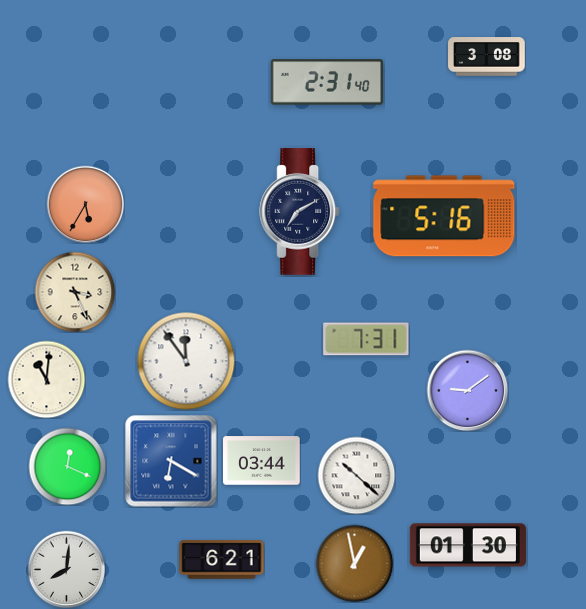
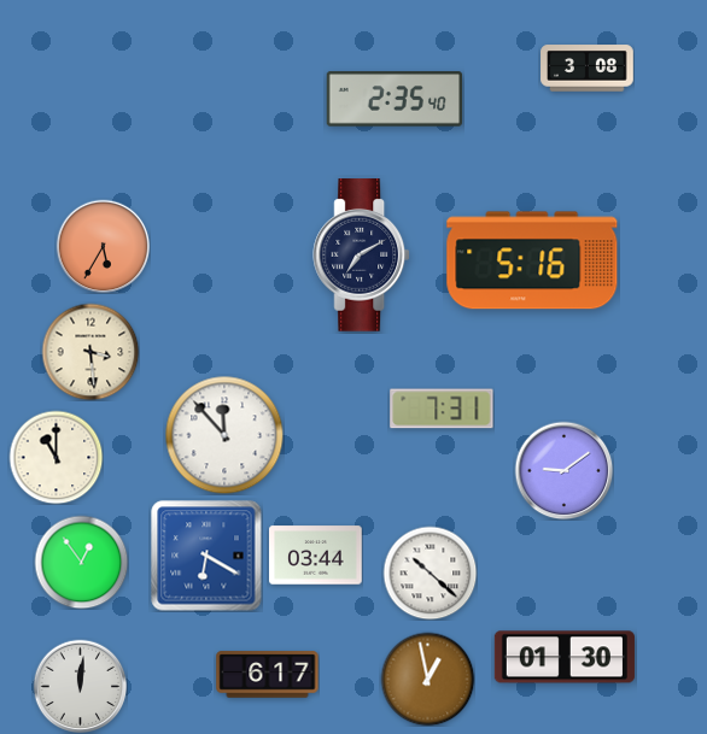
clock at (327, 82): 2:31 -> 2:35
clock at (444, 216) position: (444, 216) -> (532, 260)
clock at (75, 292): 3:26 -> 3:29
clock at (186, 361): 11:54 -> 11:53
clock at (46, 379): 11:01 -> 11:00
clock at (67, 466): 12:19 -> 12:54
clock at (222, 560): 6:21 -> 6:17
clock at (66, 569): 8:01 -> 12:01
